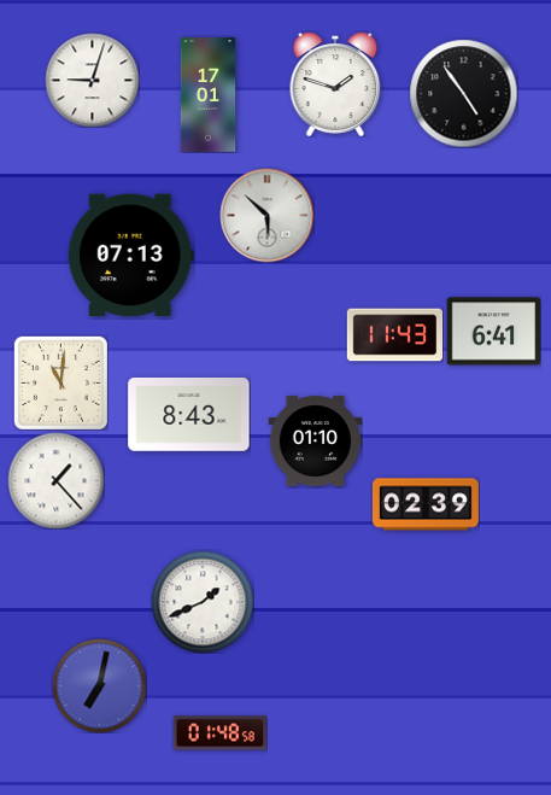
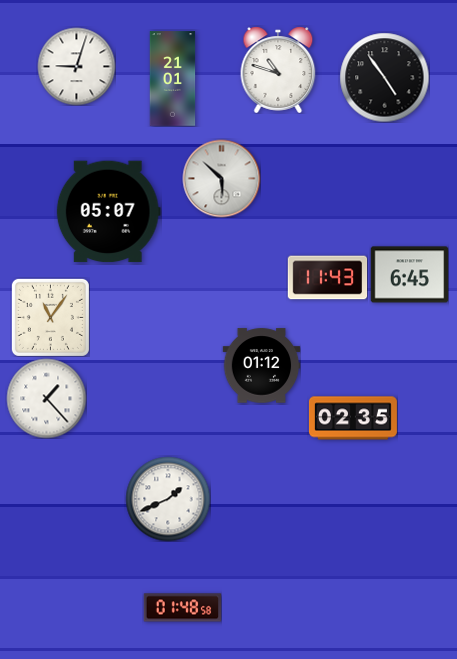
clock at (335, 84): 1:48 -> 10:48
clock at (209, 95): 17:01 -> 21:01
clock at (130, 256): 07:13 -> 05:07
clock at (493, 332): 6:41 -> 6:45
clock at (60, 382): 11:01 -> 11:06
clock at (189, 415): 8:43 -> none
clock at (315, 442): 01:10 -> 01:12
clock at (426, 504): 02:39 -> 02:35
clock at (99, 685): 7:02 -> none
